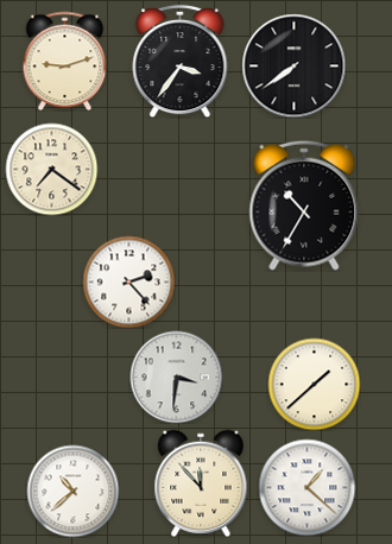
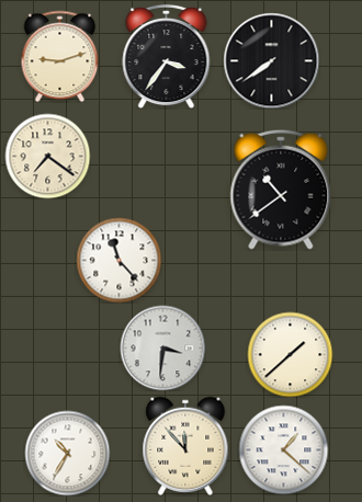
clock at (304, 205): 10:35 -> 10:39
clock at (128, 282): 2:23 -> 11:23
clock at (72, 491): 10:38 -> 10:35
